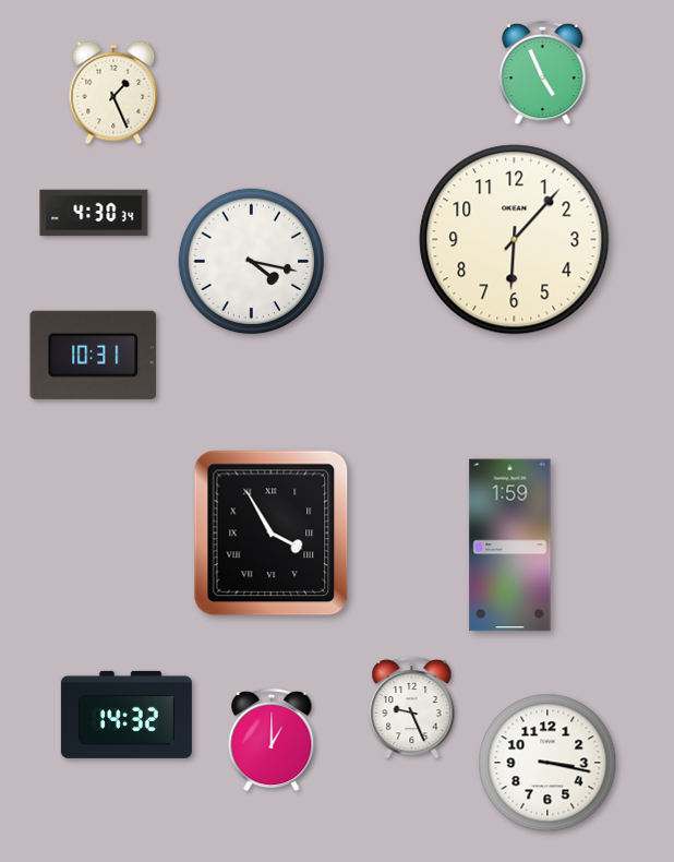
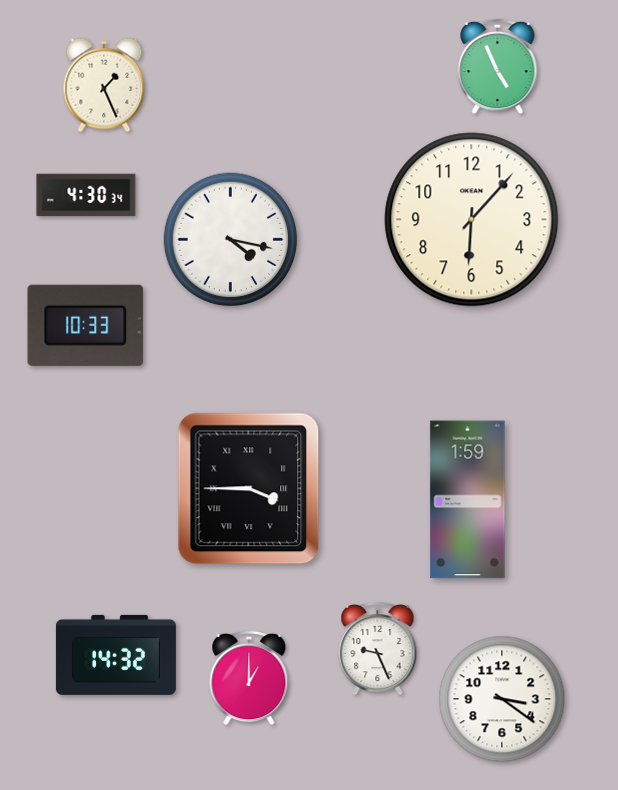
clock at (94, 355): 10:31 -> 10:33
clock at (272, 534): 3:55 -> 3:45
clock at (547, 763): 3:17 -> 3:21
